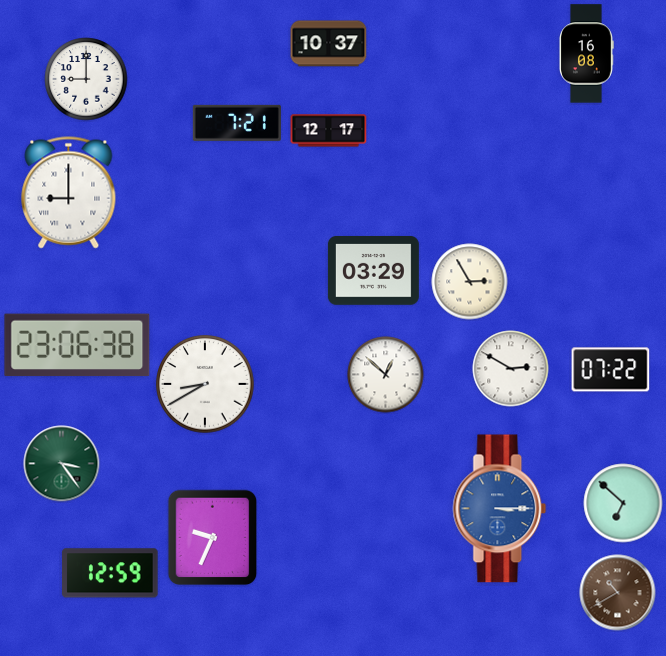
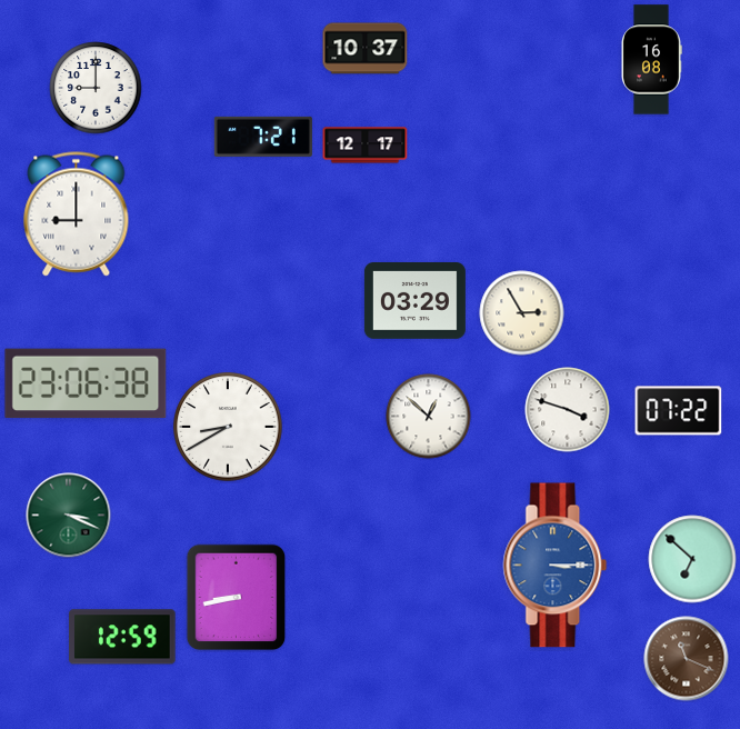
clock at (511, 369): 2:50 -> 3:48
clock at (62, 464): 3:24 -> 3:19
clock at (213, 538): 9:34 -> 8:43
clock at (618, 593): 10:40 -> 11:19
